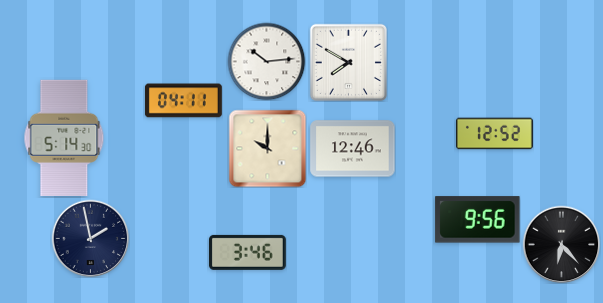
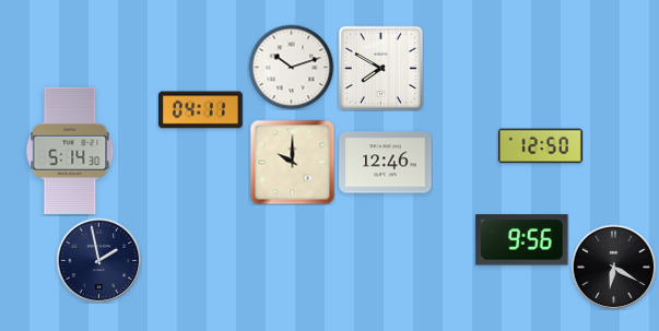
clock at (266, 61): 10:14 -> 10:12
clock at (495, 134): 12:52 -> 12:50
clock at (561, 244): 6:23 -> 6:20
clock at (247, 252): 3:46 -> none
